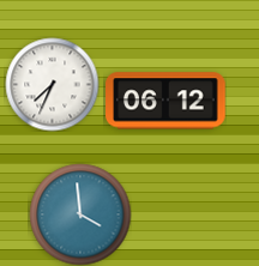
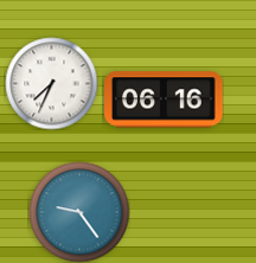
clock at (167, 101): 06:12 -> 06:16
clock at (80, 214): 3:59 -> 9:24
